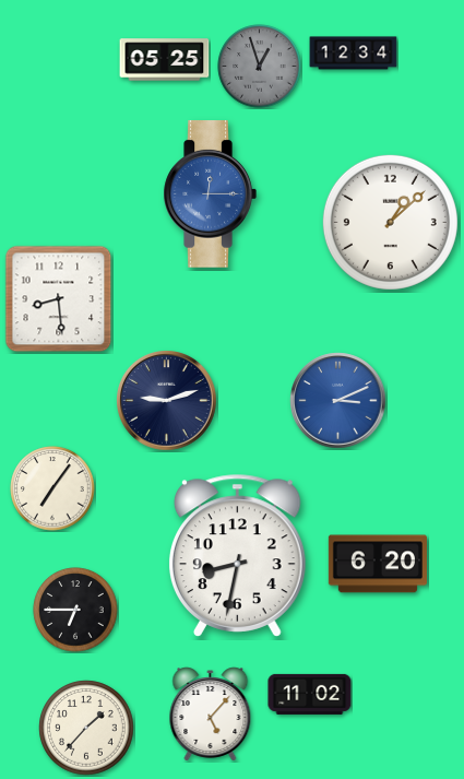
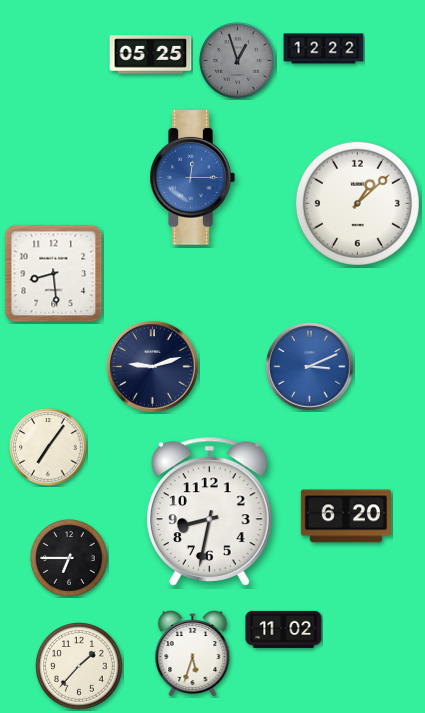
clock at (354, 54): 12:34 -> 12:22
clock at (237, 555) position: (237, 555) -> (209, 511)
clock at (310, 694) position: (310, 694) -> (284, 629)
clock at (211, 715): 5:07 -> 5:33
